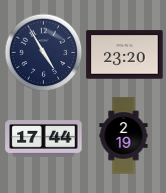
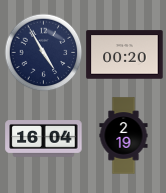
clock at (125, 55): 23:20 -> 00:20
clock at (44, 139): 17:44 -> 16:04
